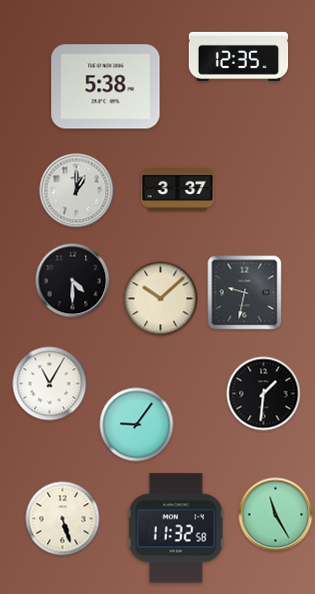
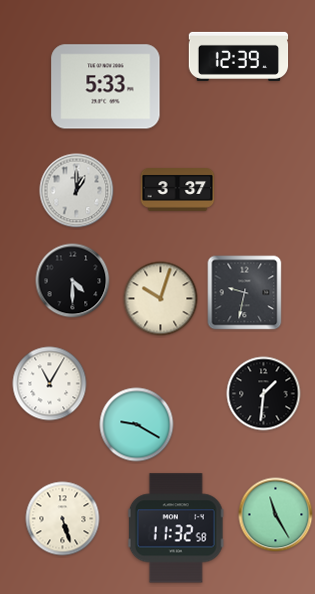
clock at (239, 56): 12:35 -> 12:39
clock at (106, 87): 5:38 -> 5:33
clock at (161, 299): 10:08 -> 10:03
clock at (137, 425): 9:06 -> 9:20
